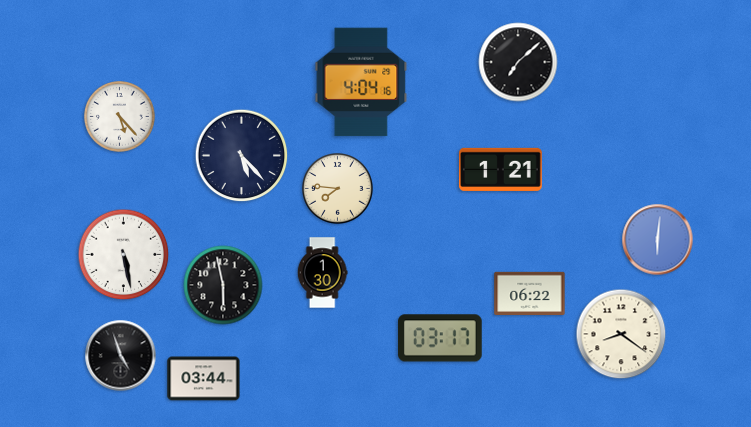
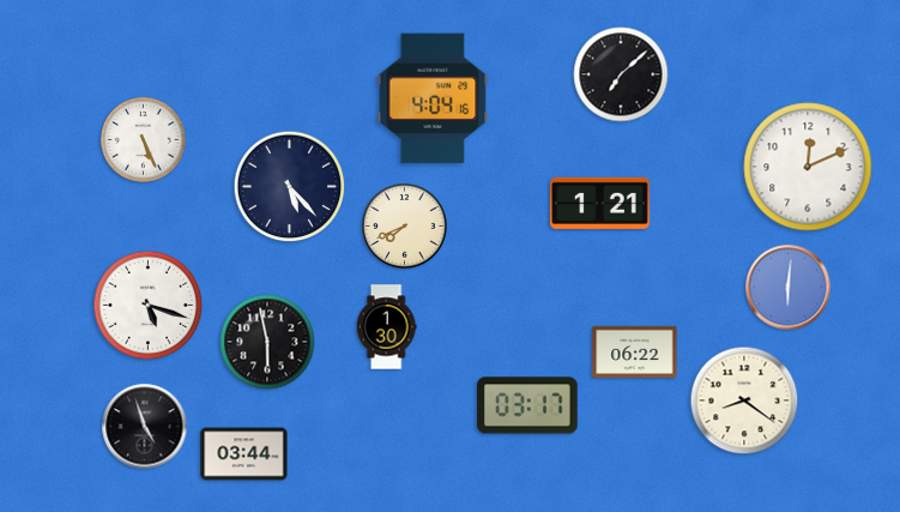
clock at (120, 117): 5:23 -> 5:26
clock at (808, 167): none -> 12:11
clock at (338, 189): 7:46 -> 7:41
clock at (124, 255): 5:28 -> 5:18
